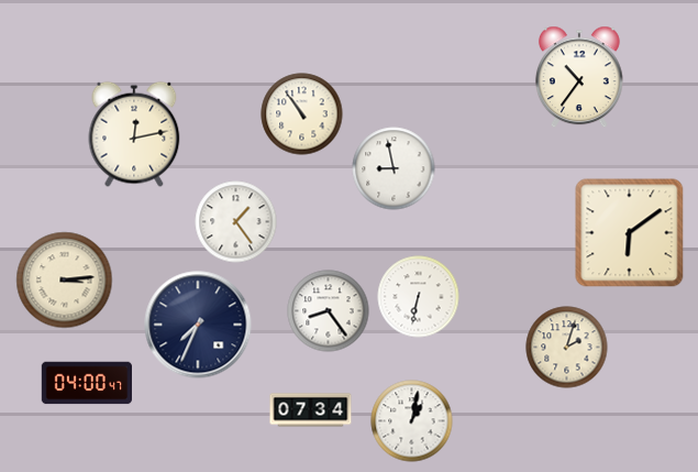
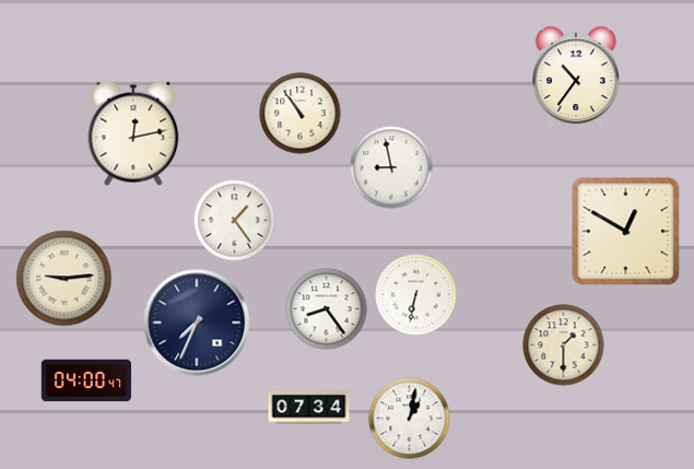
clock at (630, 233): 6:09 -> 12:50
clock at (65, 281): 3:14 -> 9:14
clock at (567, 348): 2:03 -> 1:30
